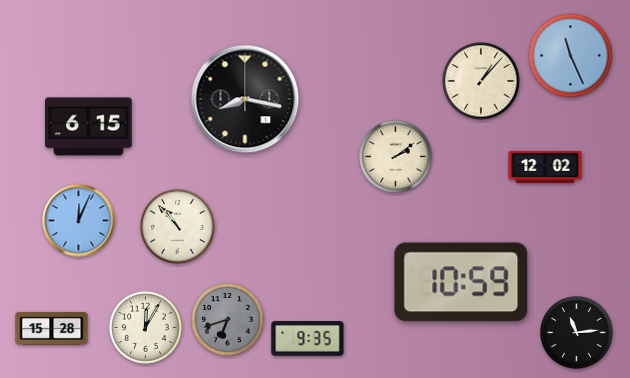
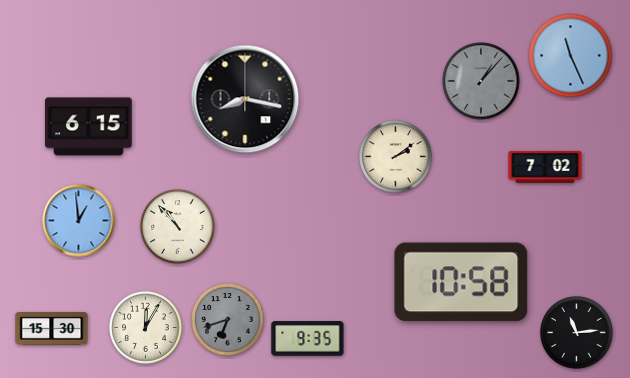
clock at (481, 81) dial: cream -> grey
clock at (545, 167): 12:02 -> 7:02
clock at (79, 221): 12:04 -> 12:59
clock at (461, 282): 10:59 -> 10:58
clock at (52, 328): 15:28 -> 15:30
